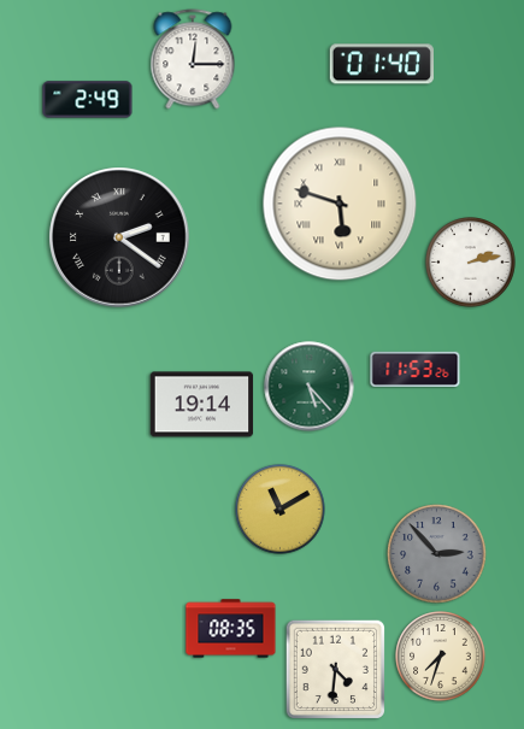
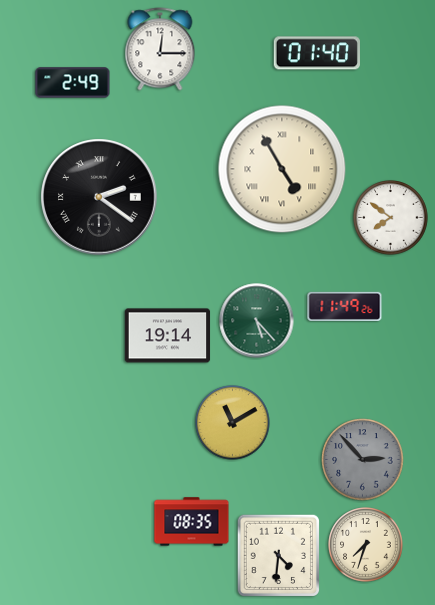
clock at (340, 204): 5:48 -> 4:55
clock at (471, 263): 2:13 -> 7:51
clock at (416, 369): 11:53 -> 11:49
